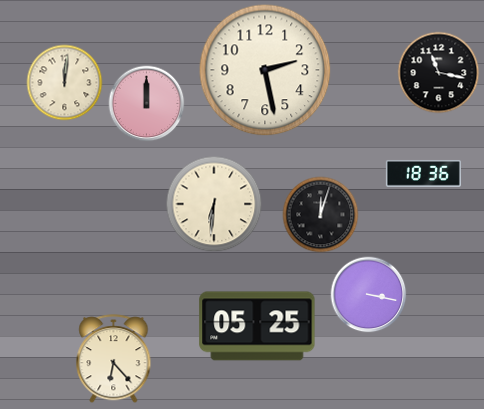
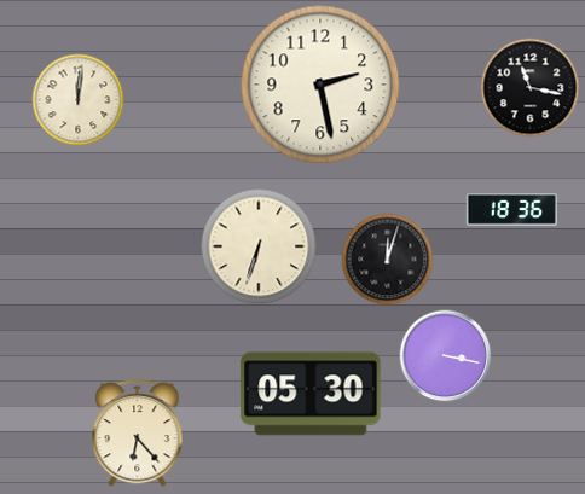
clock at (147, 104): 12:00 -> none
clock at (214, 204): 6:31 -> 6:33
clock at (257, 326): 05:25 -> 05:30
